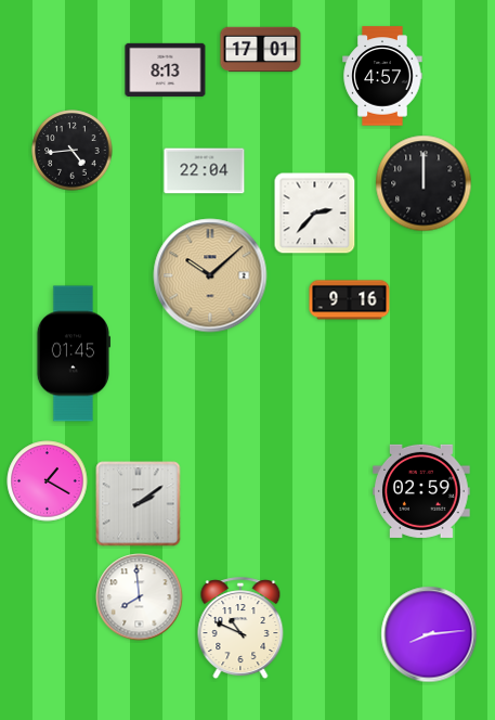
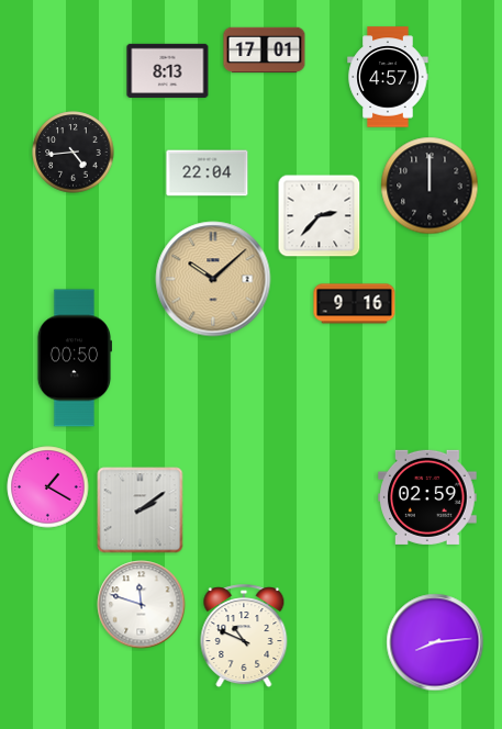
clock at (73, 353): 01:45 -> 00:50
clock at (140, 597): 7:59 -> 11:48
